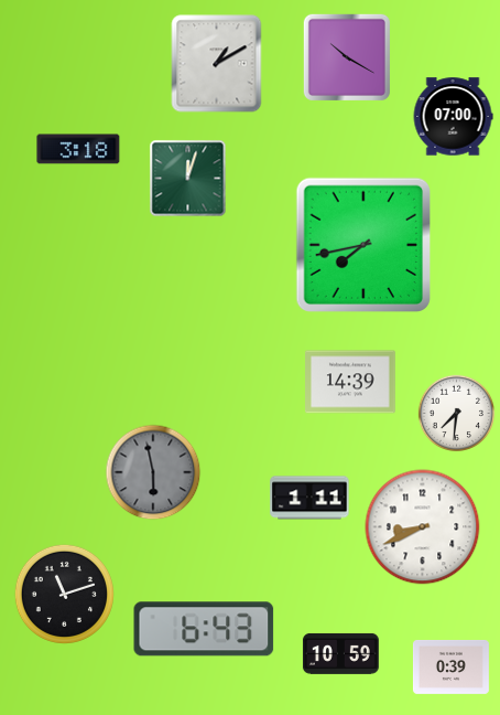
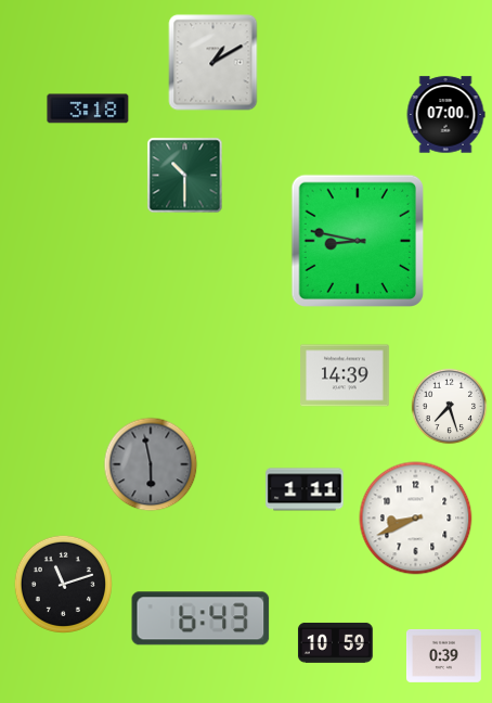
clock at (347, 57): 10:20 -> none
clock at (78, 149) position: (78, 149) -> (88, 108)
clock at (188, 179): 12:03 -> 10:30
clock at (362, 244): 7:43 -> 8:47
clock at (456, 413): 7:31 -> 7:27
